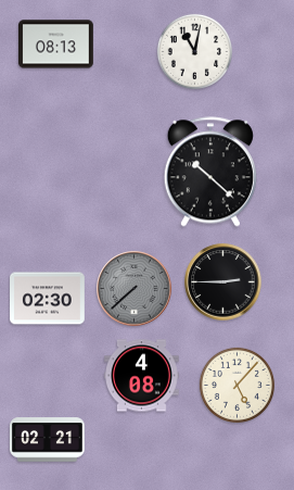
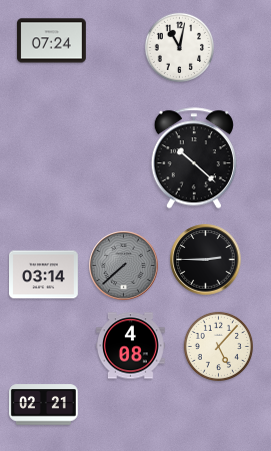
clock at (56, 45): 08:13 -> 07:24
clock at (48, 299): 02:30 -> 03:14
clock at (237, 385) position: (237, 385) -> (218, 346)
